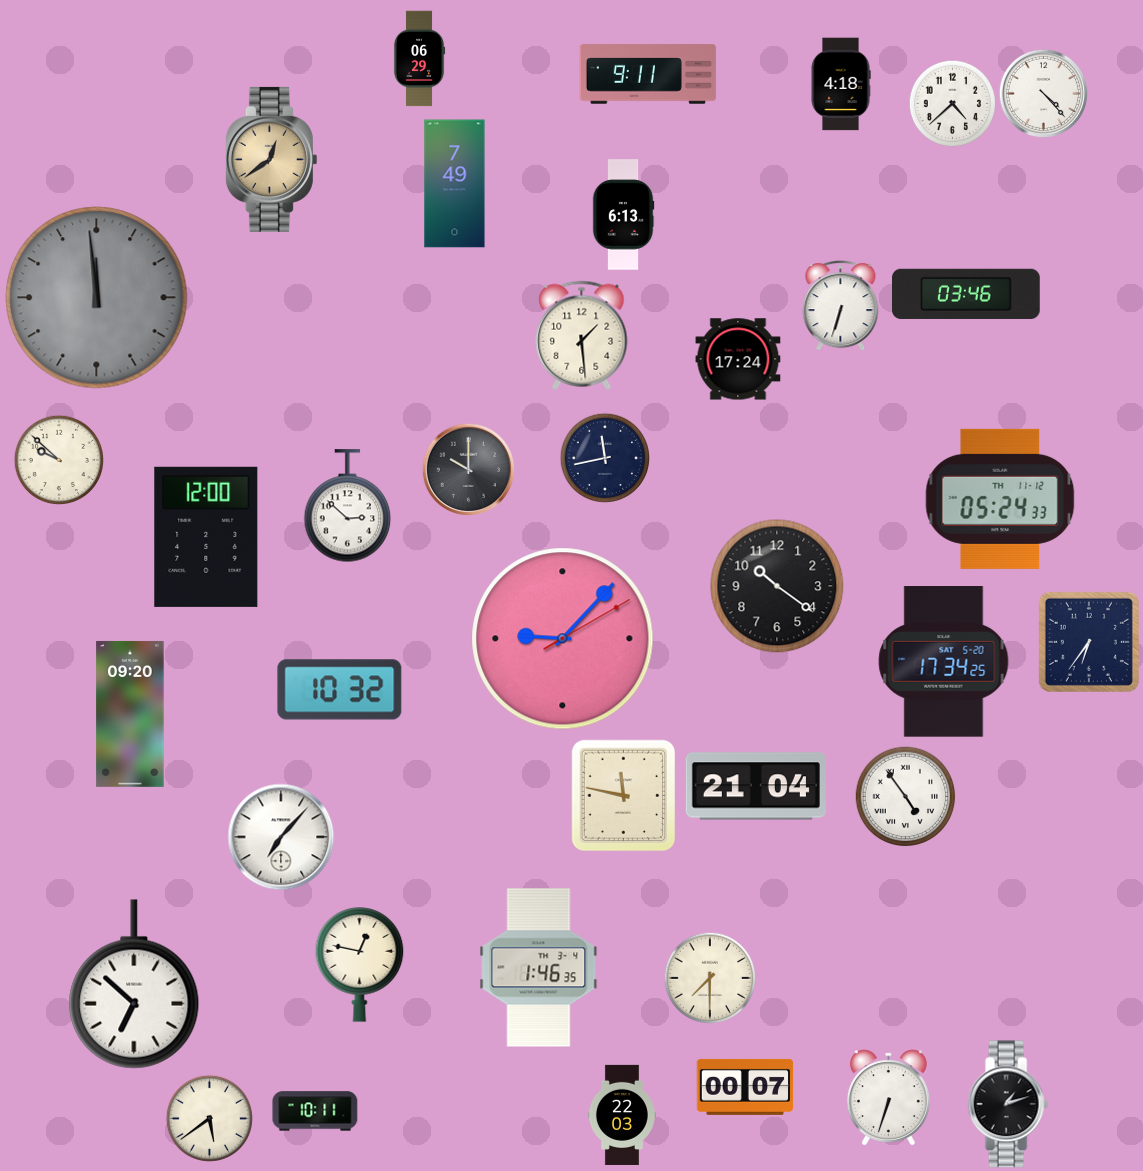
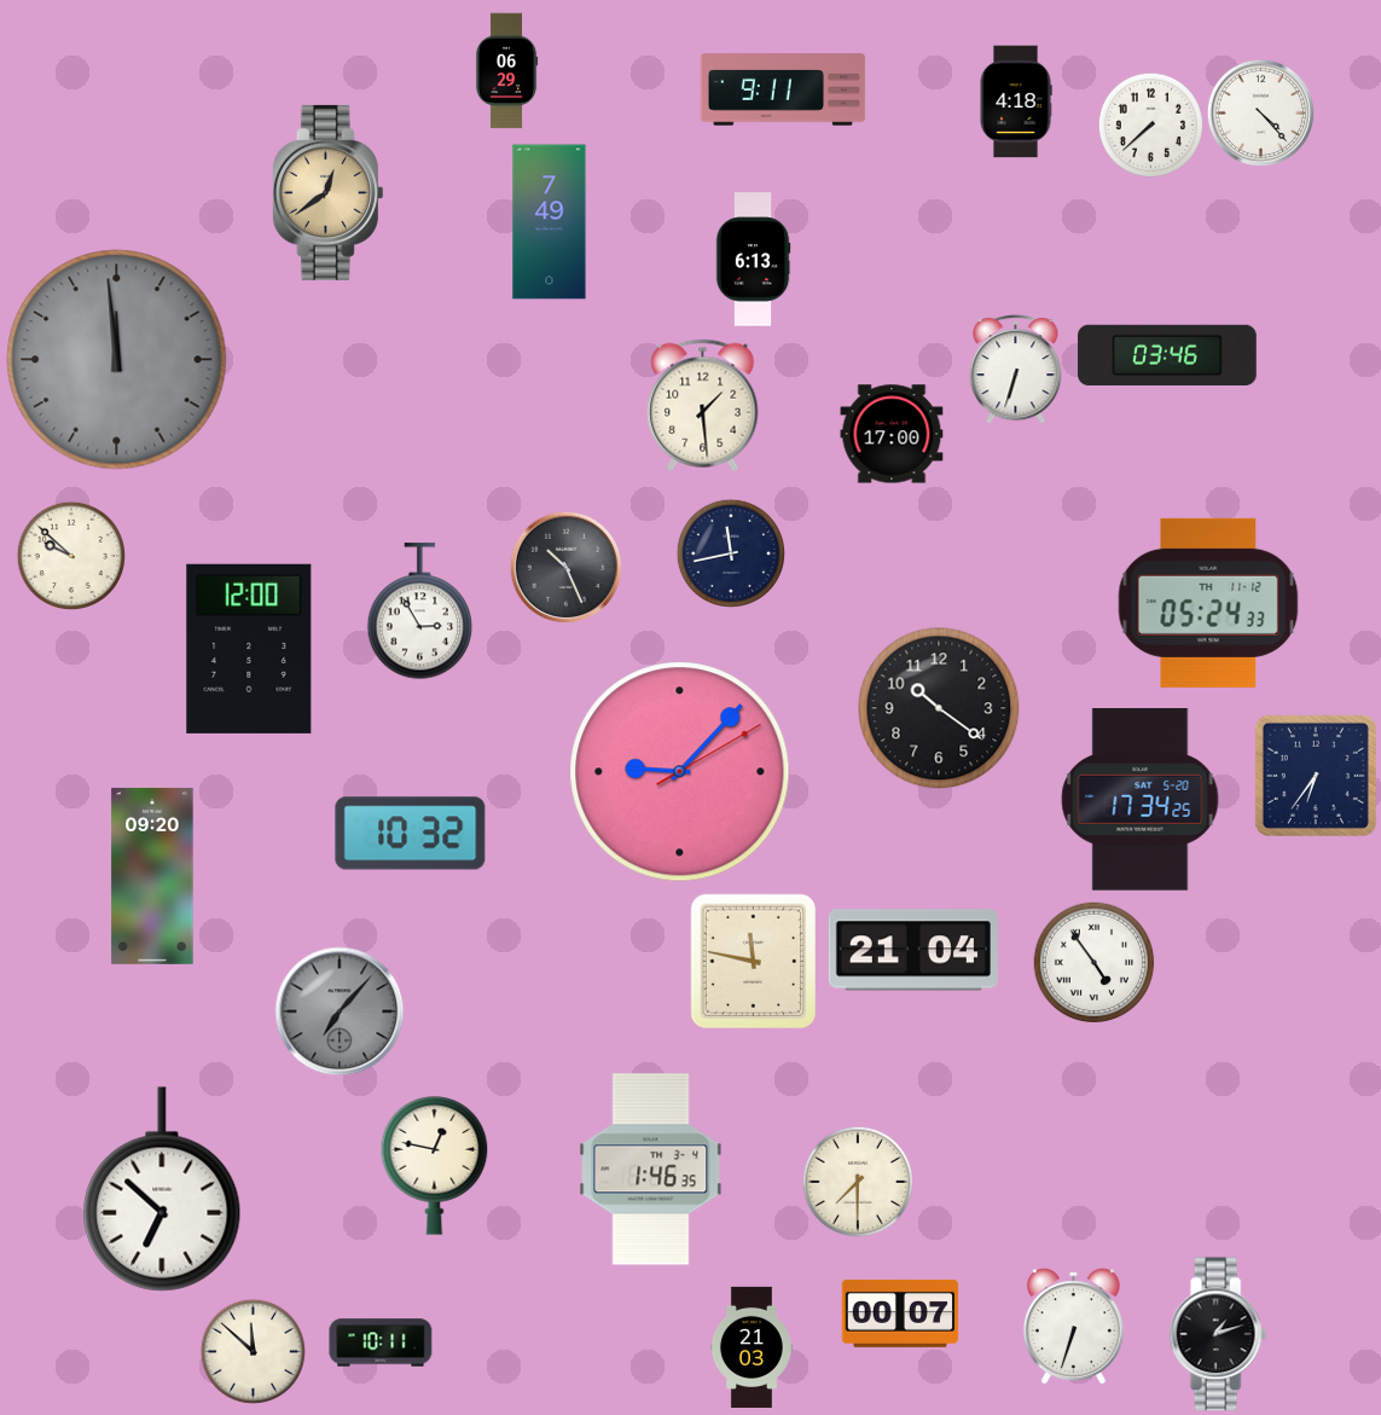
clock at (952, 103): 4:38 -> 7:38
clock at (738, 359): 17:24 -> 17:00
clock at (468, 469): 10:00 -> 10:26
clock at (348, 506): 2:52 -> 2:55
clock at (130, 714) position: (130, 714) -> (152, 876)
clock at (281, 837) dial: white -> grey
clock at (622, 1115): 22:03 -> 21:03
clock at (209, 1118): 5:39 -> 11:52
